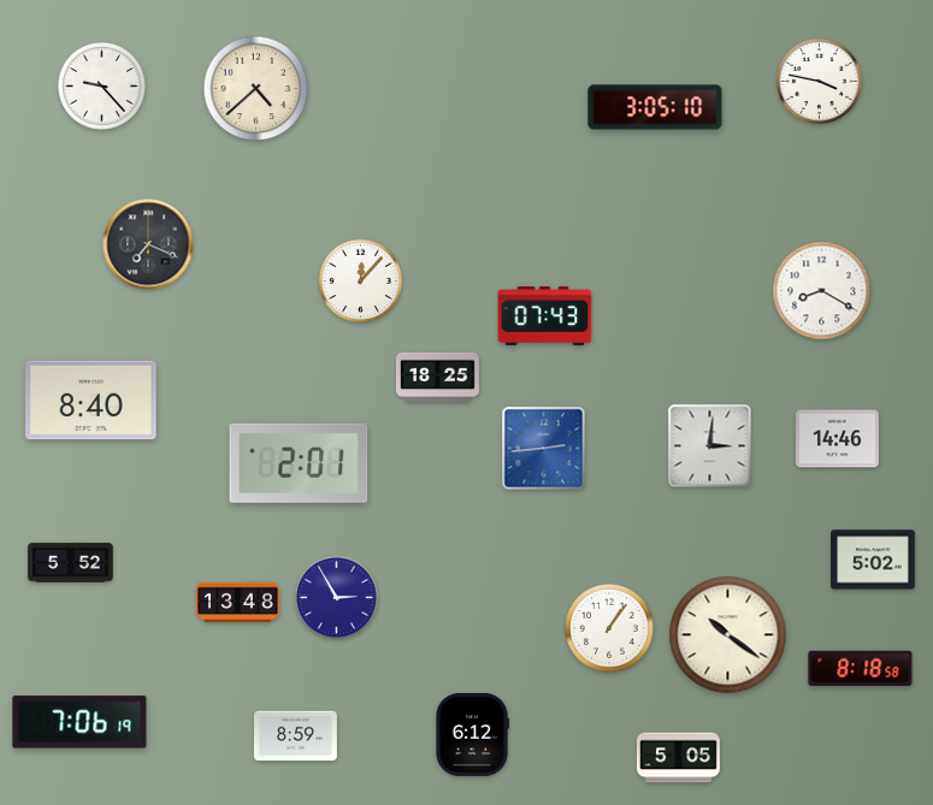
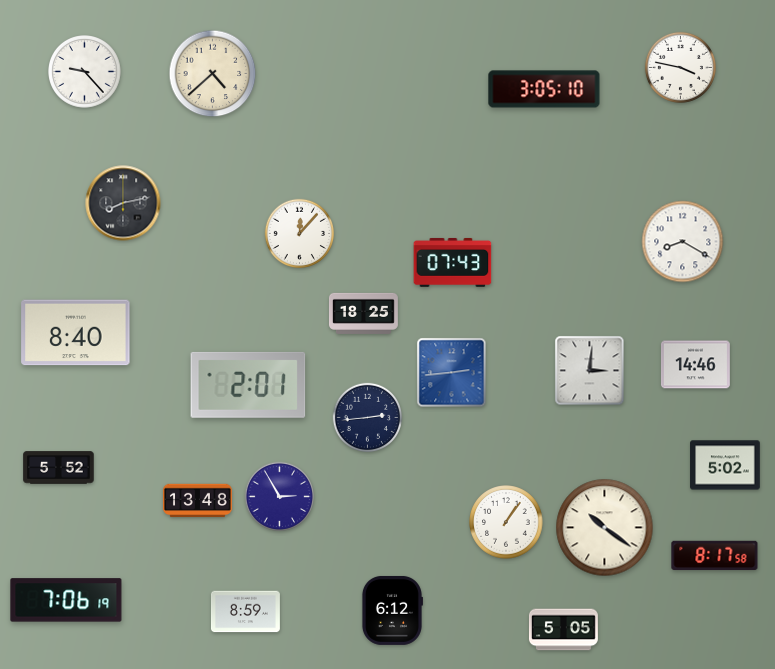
clock at (148, 244): 7:19 -> 8:13
clock at (368, 418): none -> 2:44
clock at (861, 669): 8:18 -> 8:17
